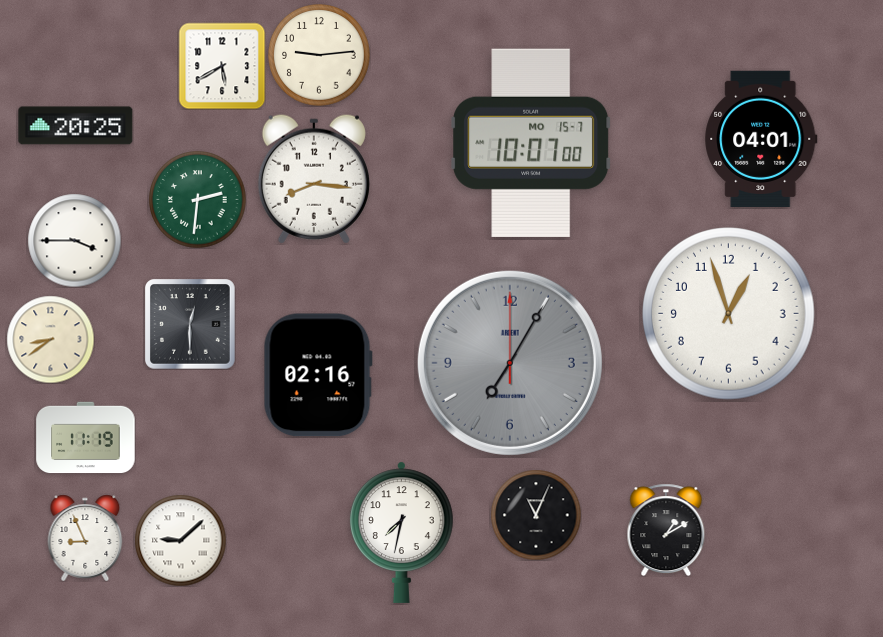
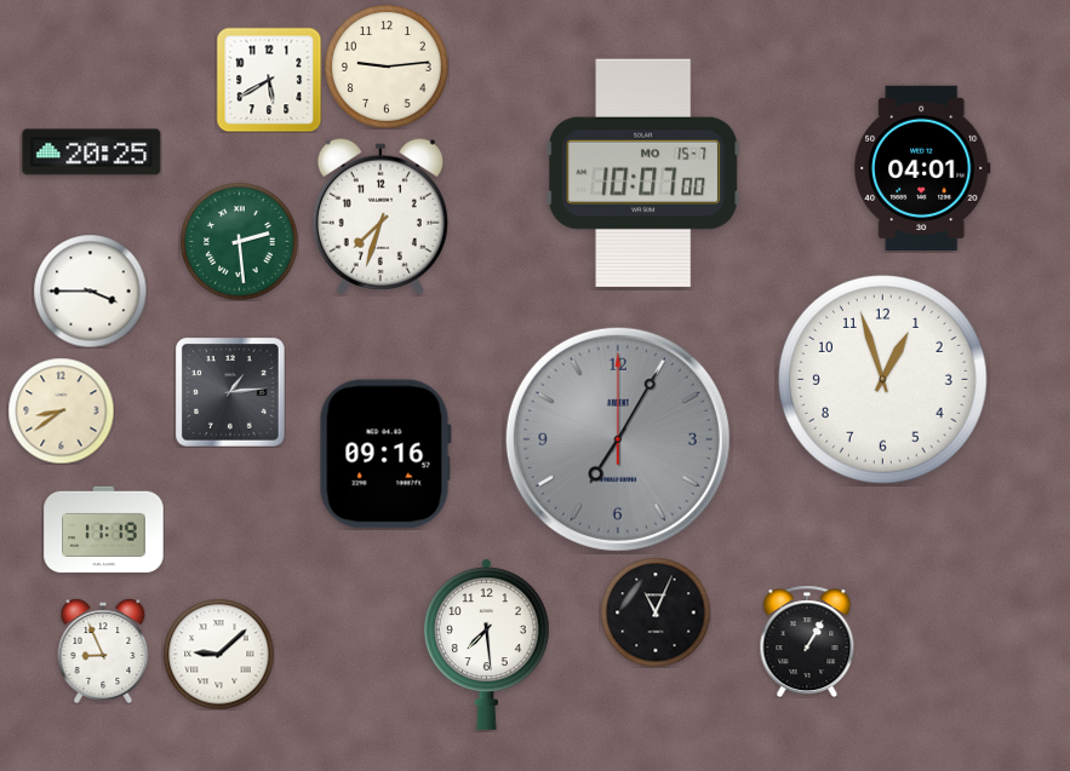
clock at (314, 179): 8:16 -> 7:33
clock at (198, 200): 2:31 -> 2:29
clock at (190, 324): 12:30 -> 1:14
clock at (318, 375): 02:16 -> 09:16
clock at (536, 515) position: (536, 515) -> (656, 612)
clock at (666, 530): 1:10 -> 1:05
clock at (401, 532): 7:32 -> 7:29
